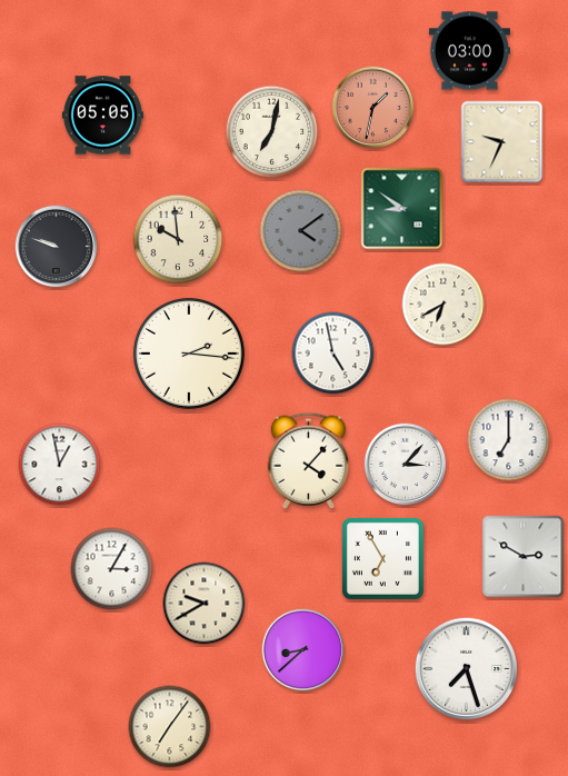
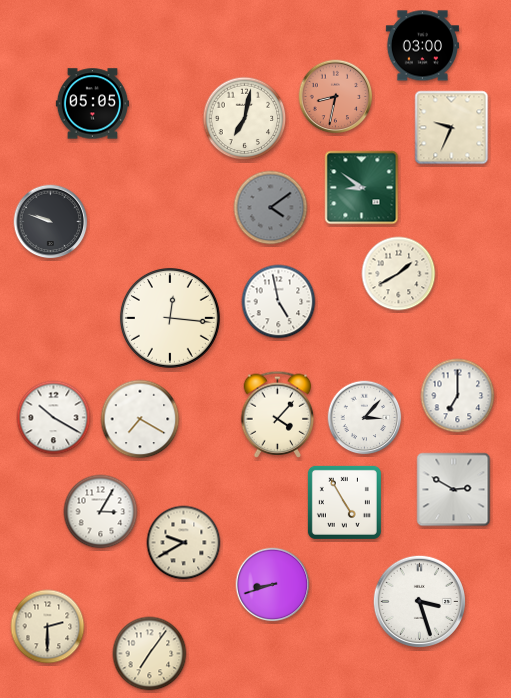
clock at (373, 108): 1:32 -> 8:32
clock at (178, 239): 9:59 -> none
clock at (444, 305): 6:40 -> 1:40
clock at (189, 354): 2:16 -> 12:16
clock at (333, 354) position: (333, 354) -> (279, 302)
clock at (60, 465): 12:58 -> 10:20
clock at (140, 419): none -> 7:20
clock at (524, 557) position: (524, 557) -> (454, 490)
clock at (382, 558): 6:55 -> 4:55
clock at (303, 650): 8:38 -> 8:42
clock at (466, 668): 7:27 -> 3:27
clock at (48, 627): none -> 2:30
clock at (170, 727) position: (170, 727) -> (150, 654)
